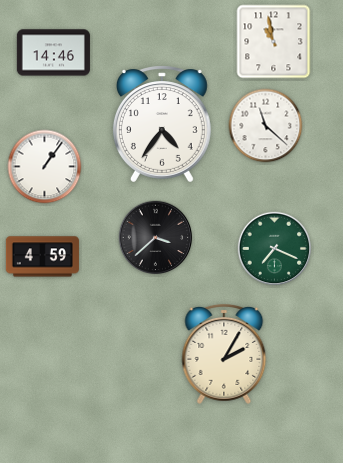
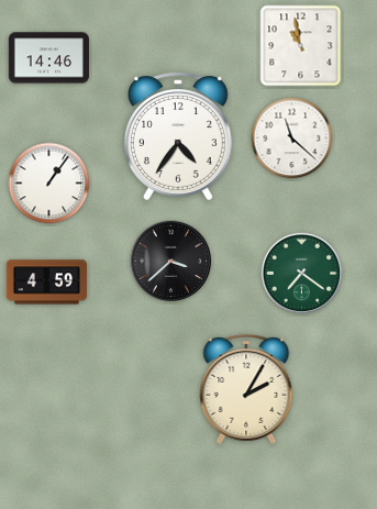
clock at (53, 53) position: (53, 53) -> (48, 58)
clock at (275, 249): 7:19 -> 7:21
